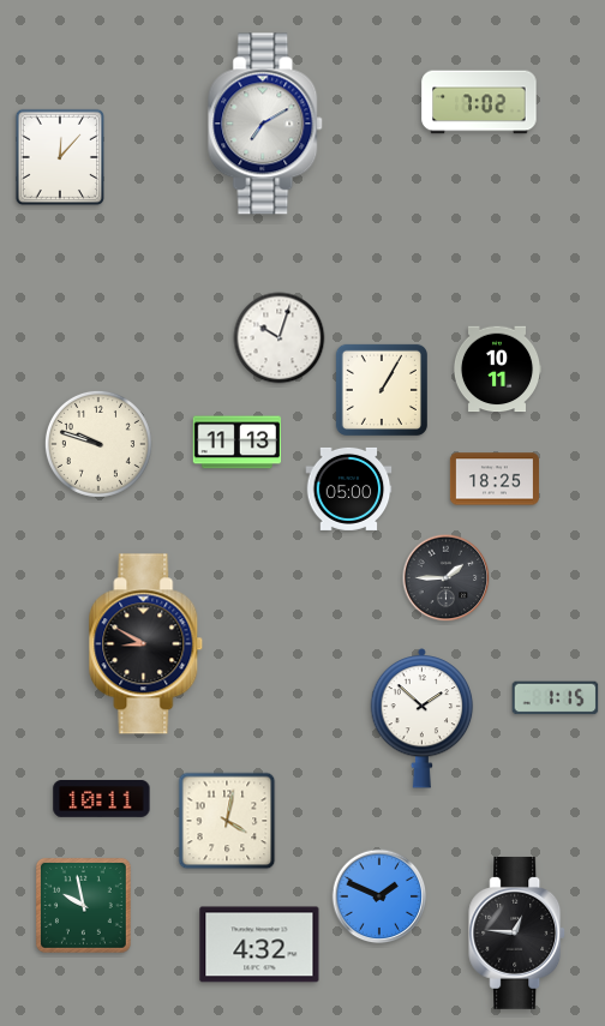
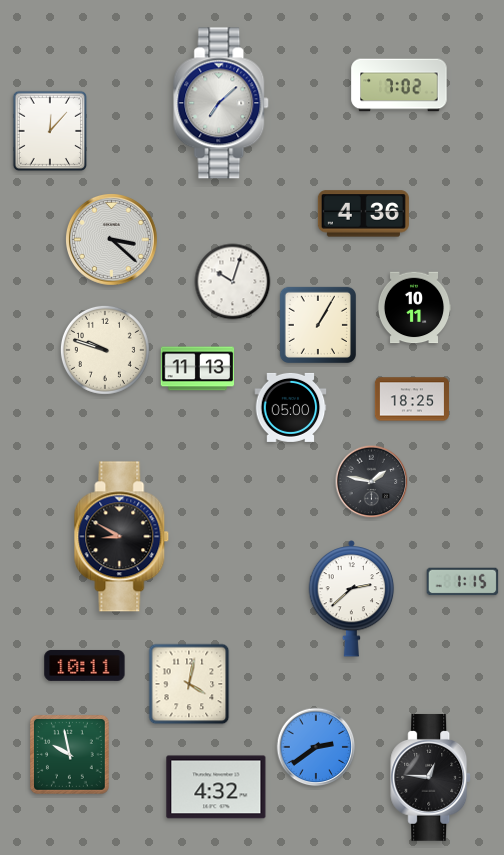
clock at (266, 124): 7:10 -> 7:08
clock at (363, 214): none -> 4:36
clock at (112, 240): none -> 3:22
clock at (98, 444) position: (98, 444) -> (105, 350)
clock at (447, 578): 1:45 -> 1:47
clock at (423, 718): 1:52 -> 2:38
clock at (379, 896): 1:49 -> 2:39
